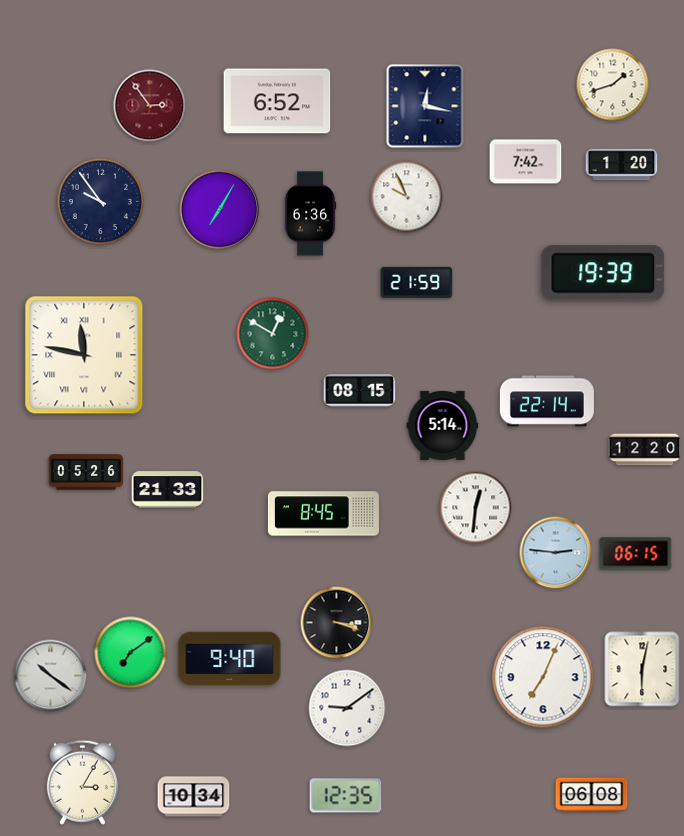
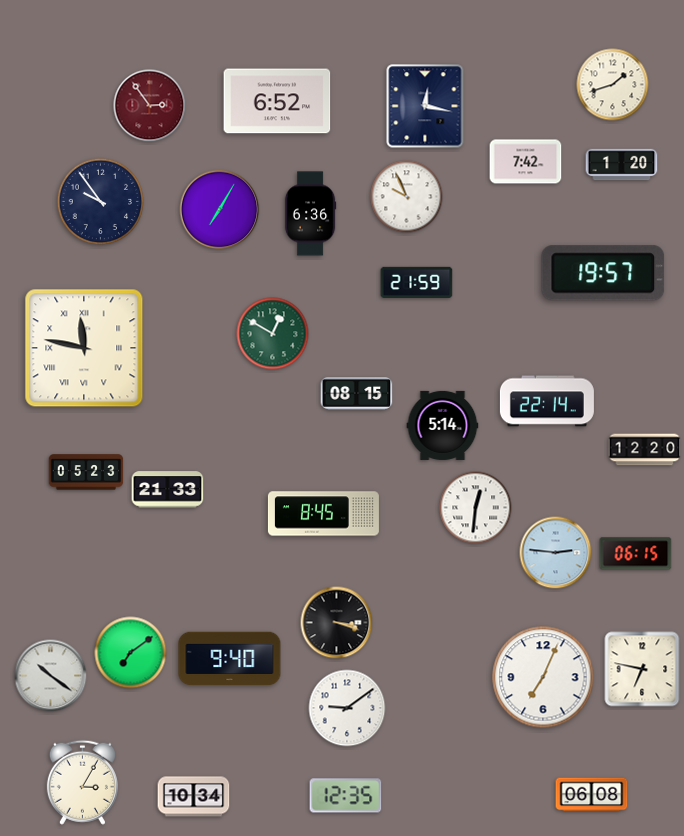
clock at (603, 273): 19:39 -> 19:57
clock at (84, 355) position: (84, 355) -> (84, 348)
clock at (360, 391) position: (360, 391) -> (357, 394)
clock at (86, 472): 05:26 -> 05:23
clock at (642, 669): 6:02 -> 6:47
